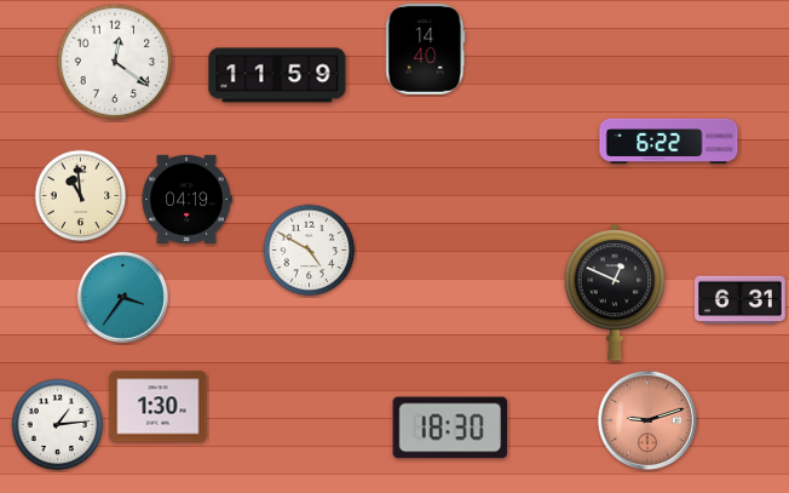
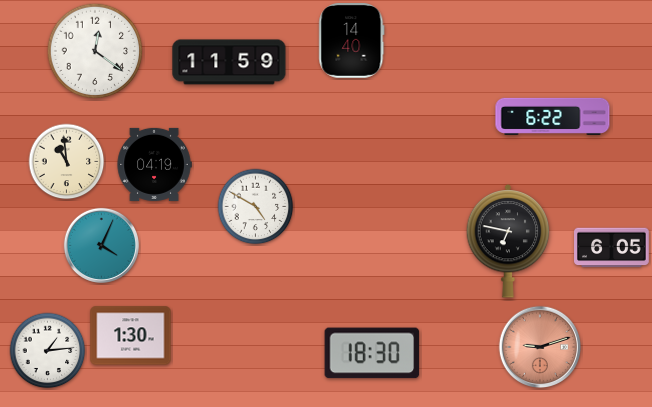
clock at (615, 292): 12:49 -> 6:47
clock at (122, 297): 3:36 -> 4:04
clock at (741, 300): 6:31 -> 6:05
clock at (647, 420) position: (647, 420) -> (540, 347)
